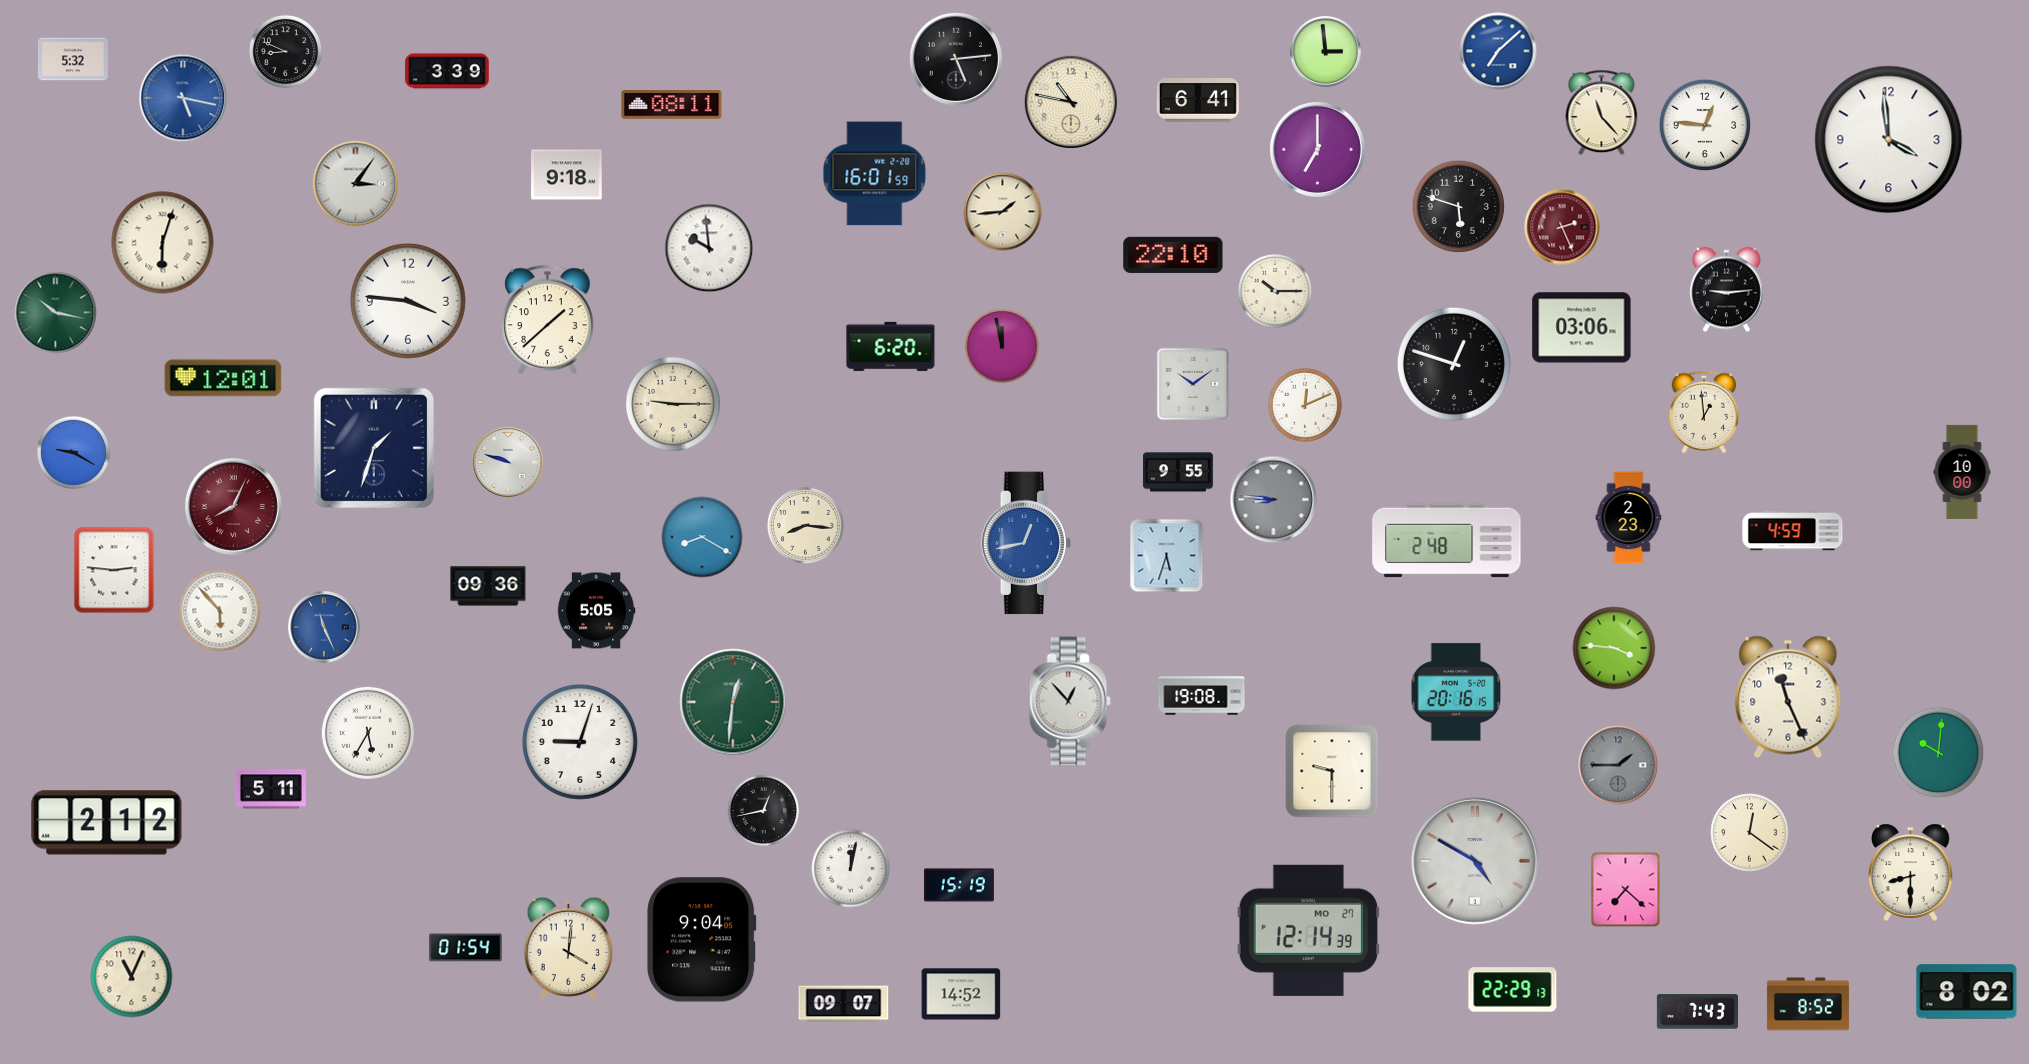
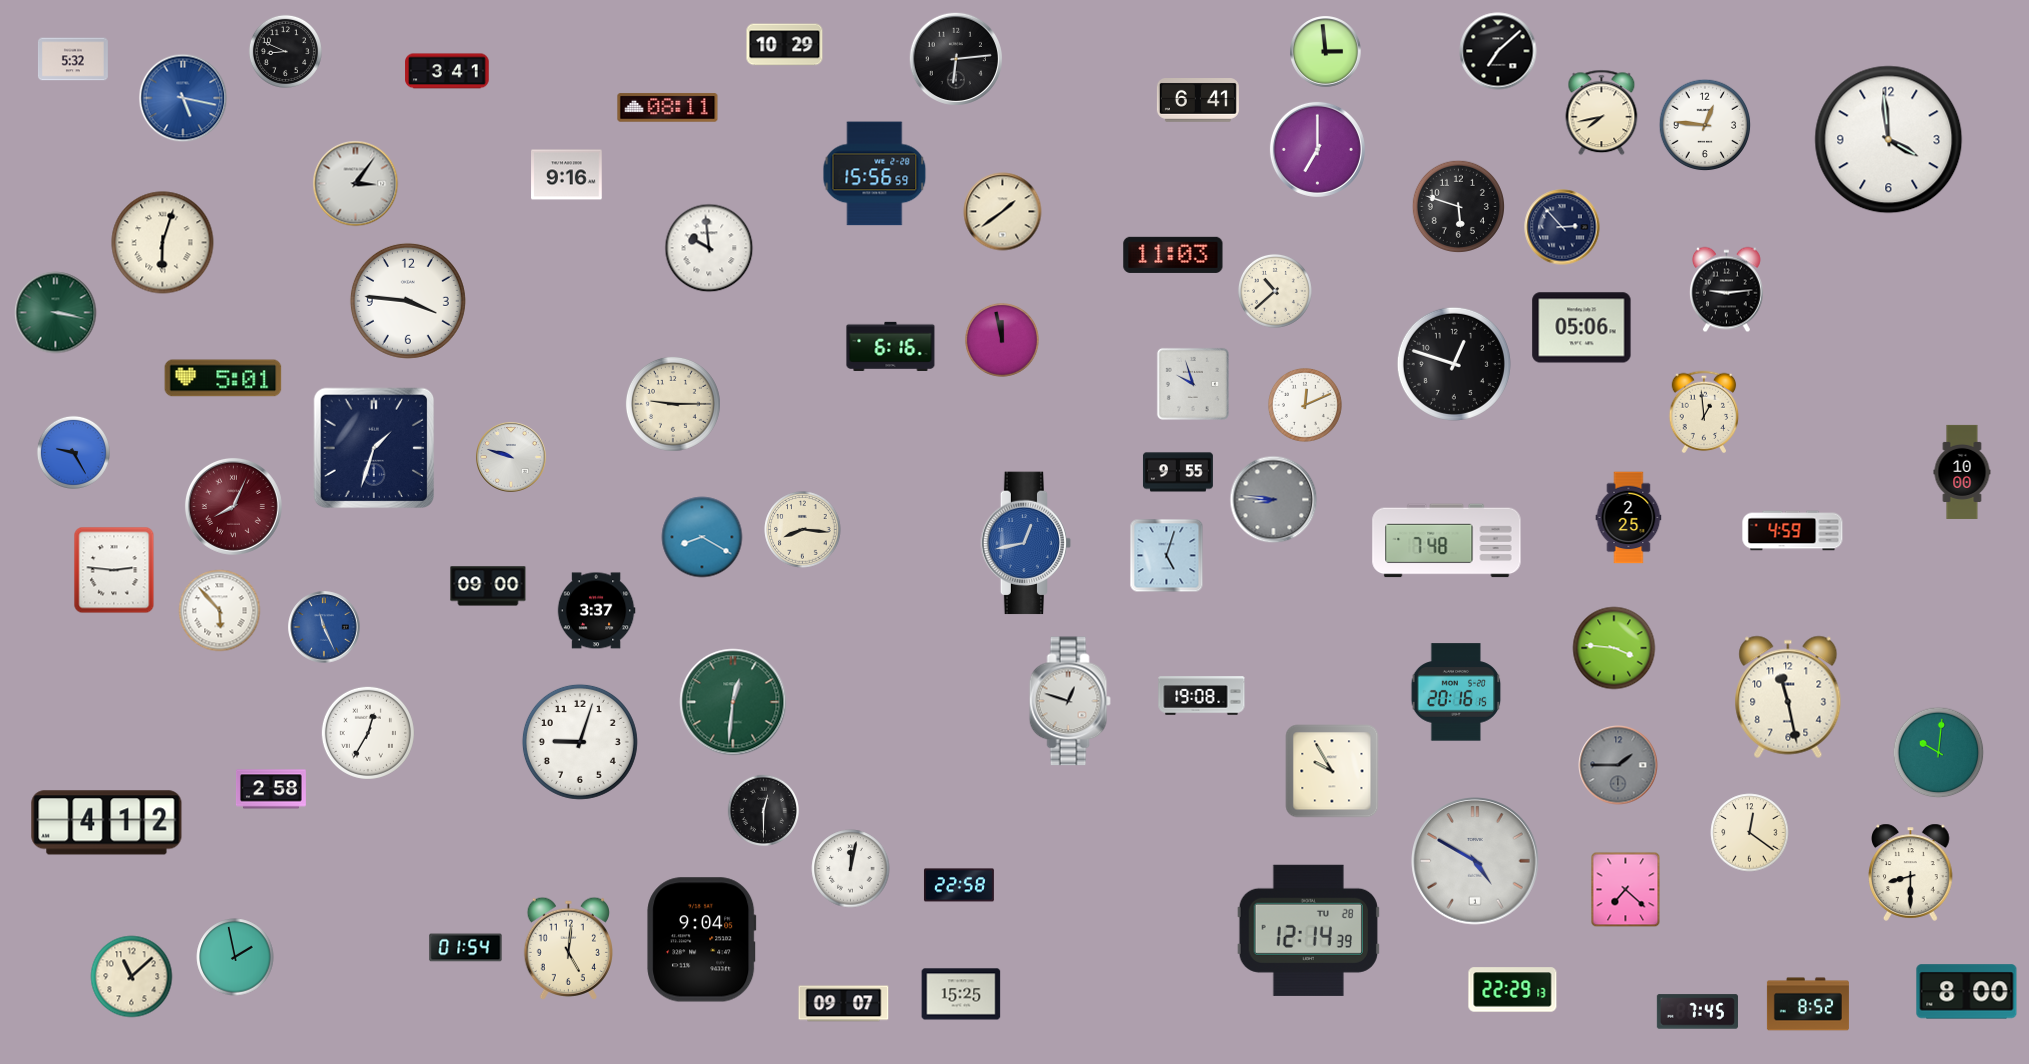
clock at (785, 45): none -> 10:29
clock at (1498, 51) dial: blue -> black
clock at (956, 59): 5:14 -> 6:14
clock at (447, 71): 3:39 -> 3:41
clock at (1071, 102): 10:47 -> none
clock at (672, 105) position: (672, 105) -> (668, 108)
clock at (1602, 113): 11:23 -> 7:43
clock at (875, 174): 16:01 -> 15:56
clock at (567, 175): 9:18 -> 9:16
clock at (1003, 212): 1:44 -> 1:39
clock at (1562, 227): 2:26 -> 2:53
clock at (1562, 227) dial: burgundy -> navy
clock at (1173, 255): 22:10 -> 11:03
clock at (1275, 291): 10:15 -> 10:38
clock at (56, 313): 10:17 -> 3:17
clock at (548, 319): 1:38 -> none
clock at (1582, 328): 03:06 -> 05:06
clock at (891, 346): 6:20 -> 6:16
clock at (1002, 346) position: (1002, 346) -> (1002, 340)
clock at (223, 378): 12:01 -> 5:01
clock at (1193, 384): 10:09 -> 9:57
clock at (73, 452): 9:20 -> 9:25
clock at (509, 463) position: (509, 463) -> (512, 458)
clock at (1629, 518): 2:23 -> 2:25
clock at (806, 526) position: (806, 526) -> (803, 530)
clock at (1447, 541): 2:48 -> 7:48
clock at (1167, 556): 5:33 -> 5:03
clock at (488, 586): 09:36 -> 09:00
clock at (596, 611): 5:05 -> 3:37
clock at (1788, 697): 11:26 -> 11:28
clock at (1070, 701): 12:53 -> 12:48
clock at (368, 733): 5:35 -> 12:35
clock at (1332, 771): 9:30 -> 9:55
clock at (271, 789): 5:11 -> 2:58
clock at (763, 810): 12:43 -> 12:30
clock at (107, 823): 2:12 -> 4:12
clock at (959, 885): 15:19 -> 22:58
clock at (1308, 930) date: MO 27 -> TU 28
clock at (568, 948): 4:01 -> 5:01
clock at (235, 957): none -> 1:58
clock at (132, 977): 11:04 -> 11:08
clock at (1967, 992): 8:02 -> 8:00
clock at (961, 994): 14:52 -> 15:25
clock at (1697, 1012): 7:43 -> 7:45
